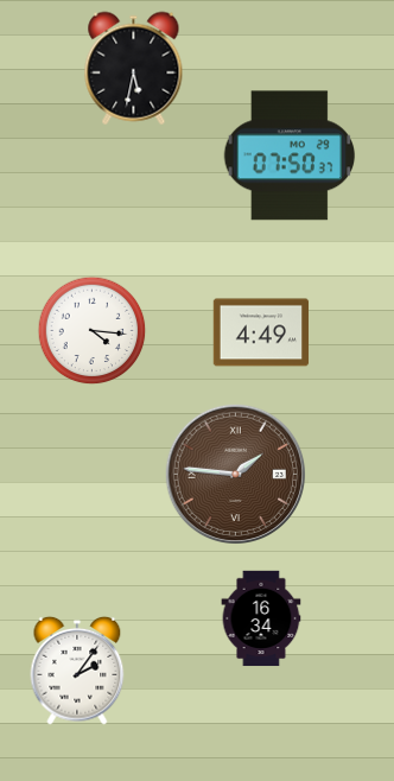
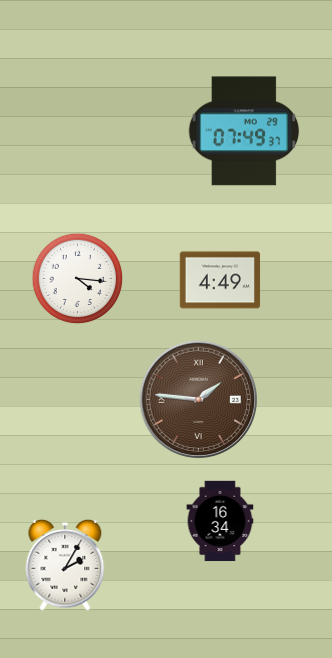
clock at (134, 69): 5:32 -> none
clock at (290, 155): 07:50 -> 07:49
clock at (77, 671): 2:06 -> 2:05
